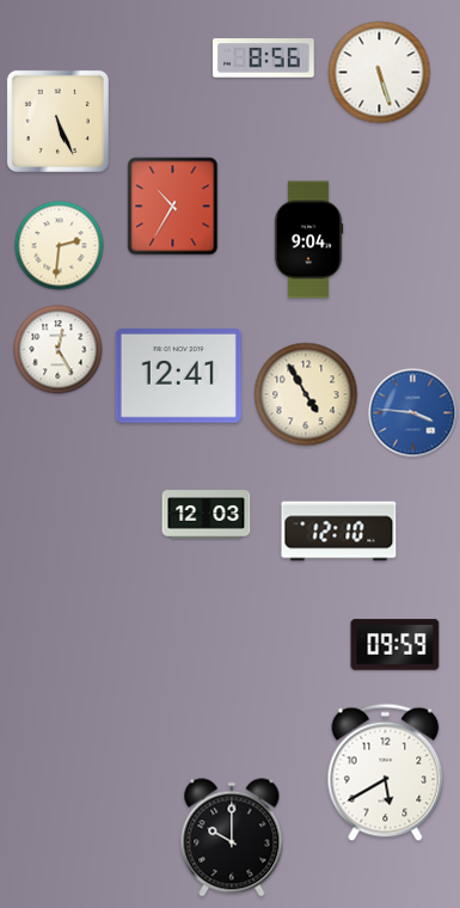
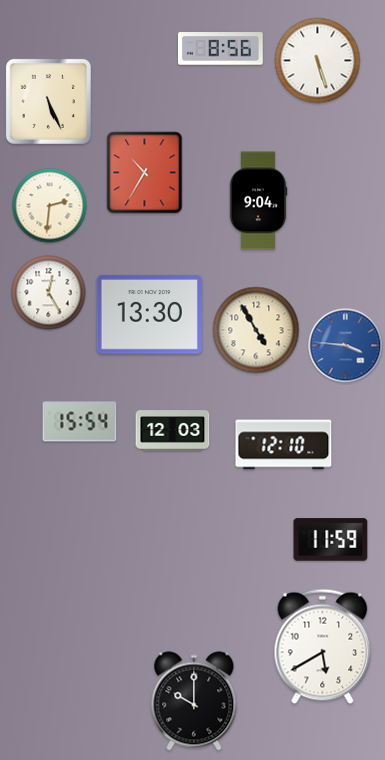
clock at (178, 376): 12:41 -> 13:30
clock at (80, 422): none -> 15:54
clock at (395, 645): 09:59 -> 11:59
